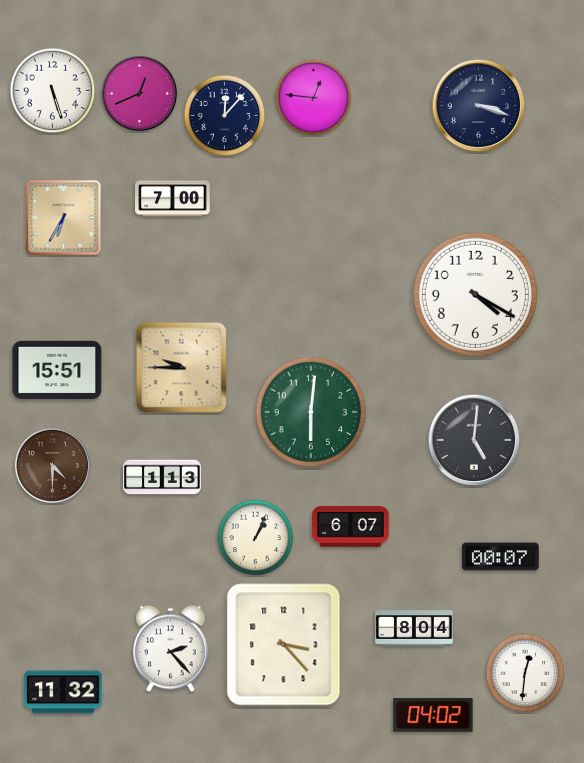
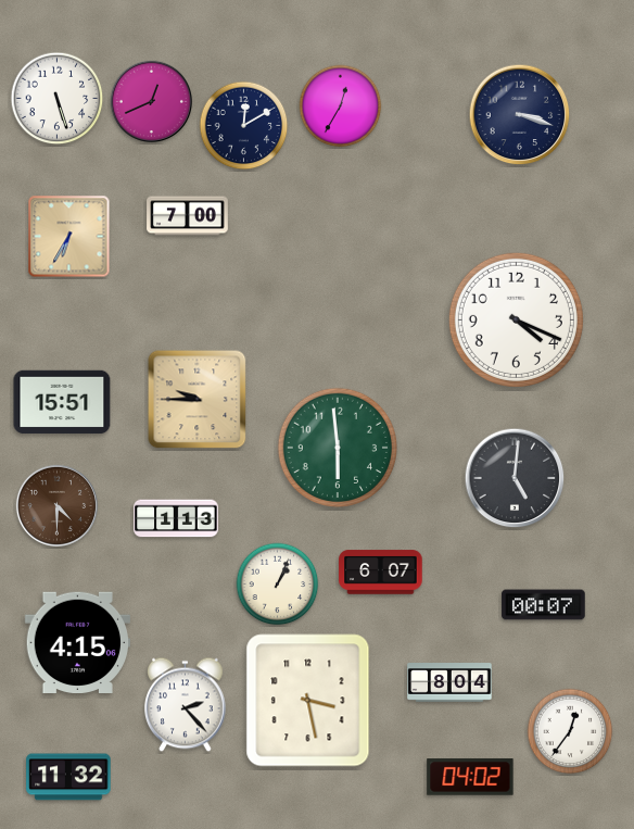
clock at (314, 98): 12:46 -> 12:35
clock at (225, 116): 12:07 -> 12:10
clock at (475, 294): 4:20 -> 4:19
clock at (310, 411): 6:01 -> 5:59
clock at (77, 642): none -> 4:15
clock at (284, 645): 3:23 -> 3:28
clock at (525, 673): 12:31 -> 12:36
clock at (63, 692) position: (63, 692) -> (68, 777)
